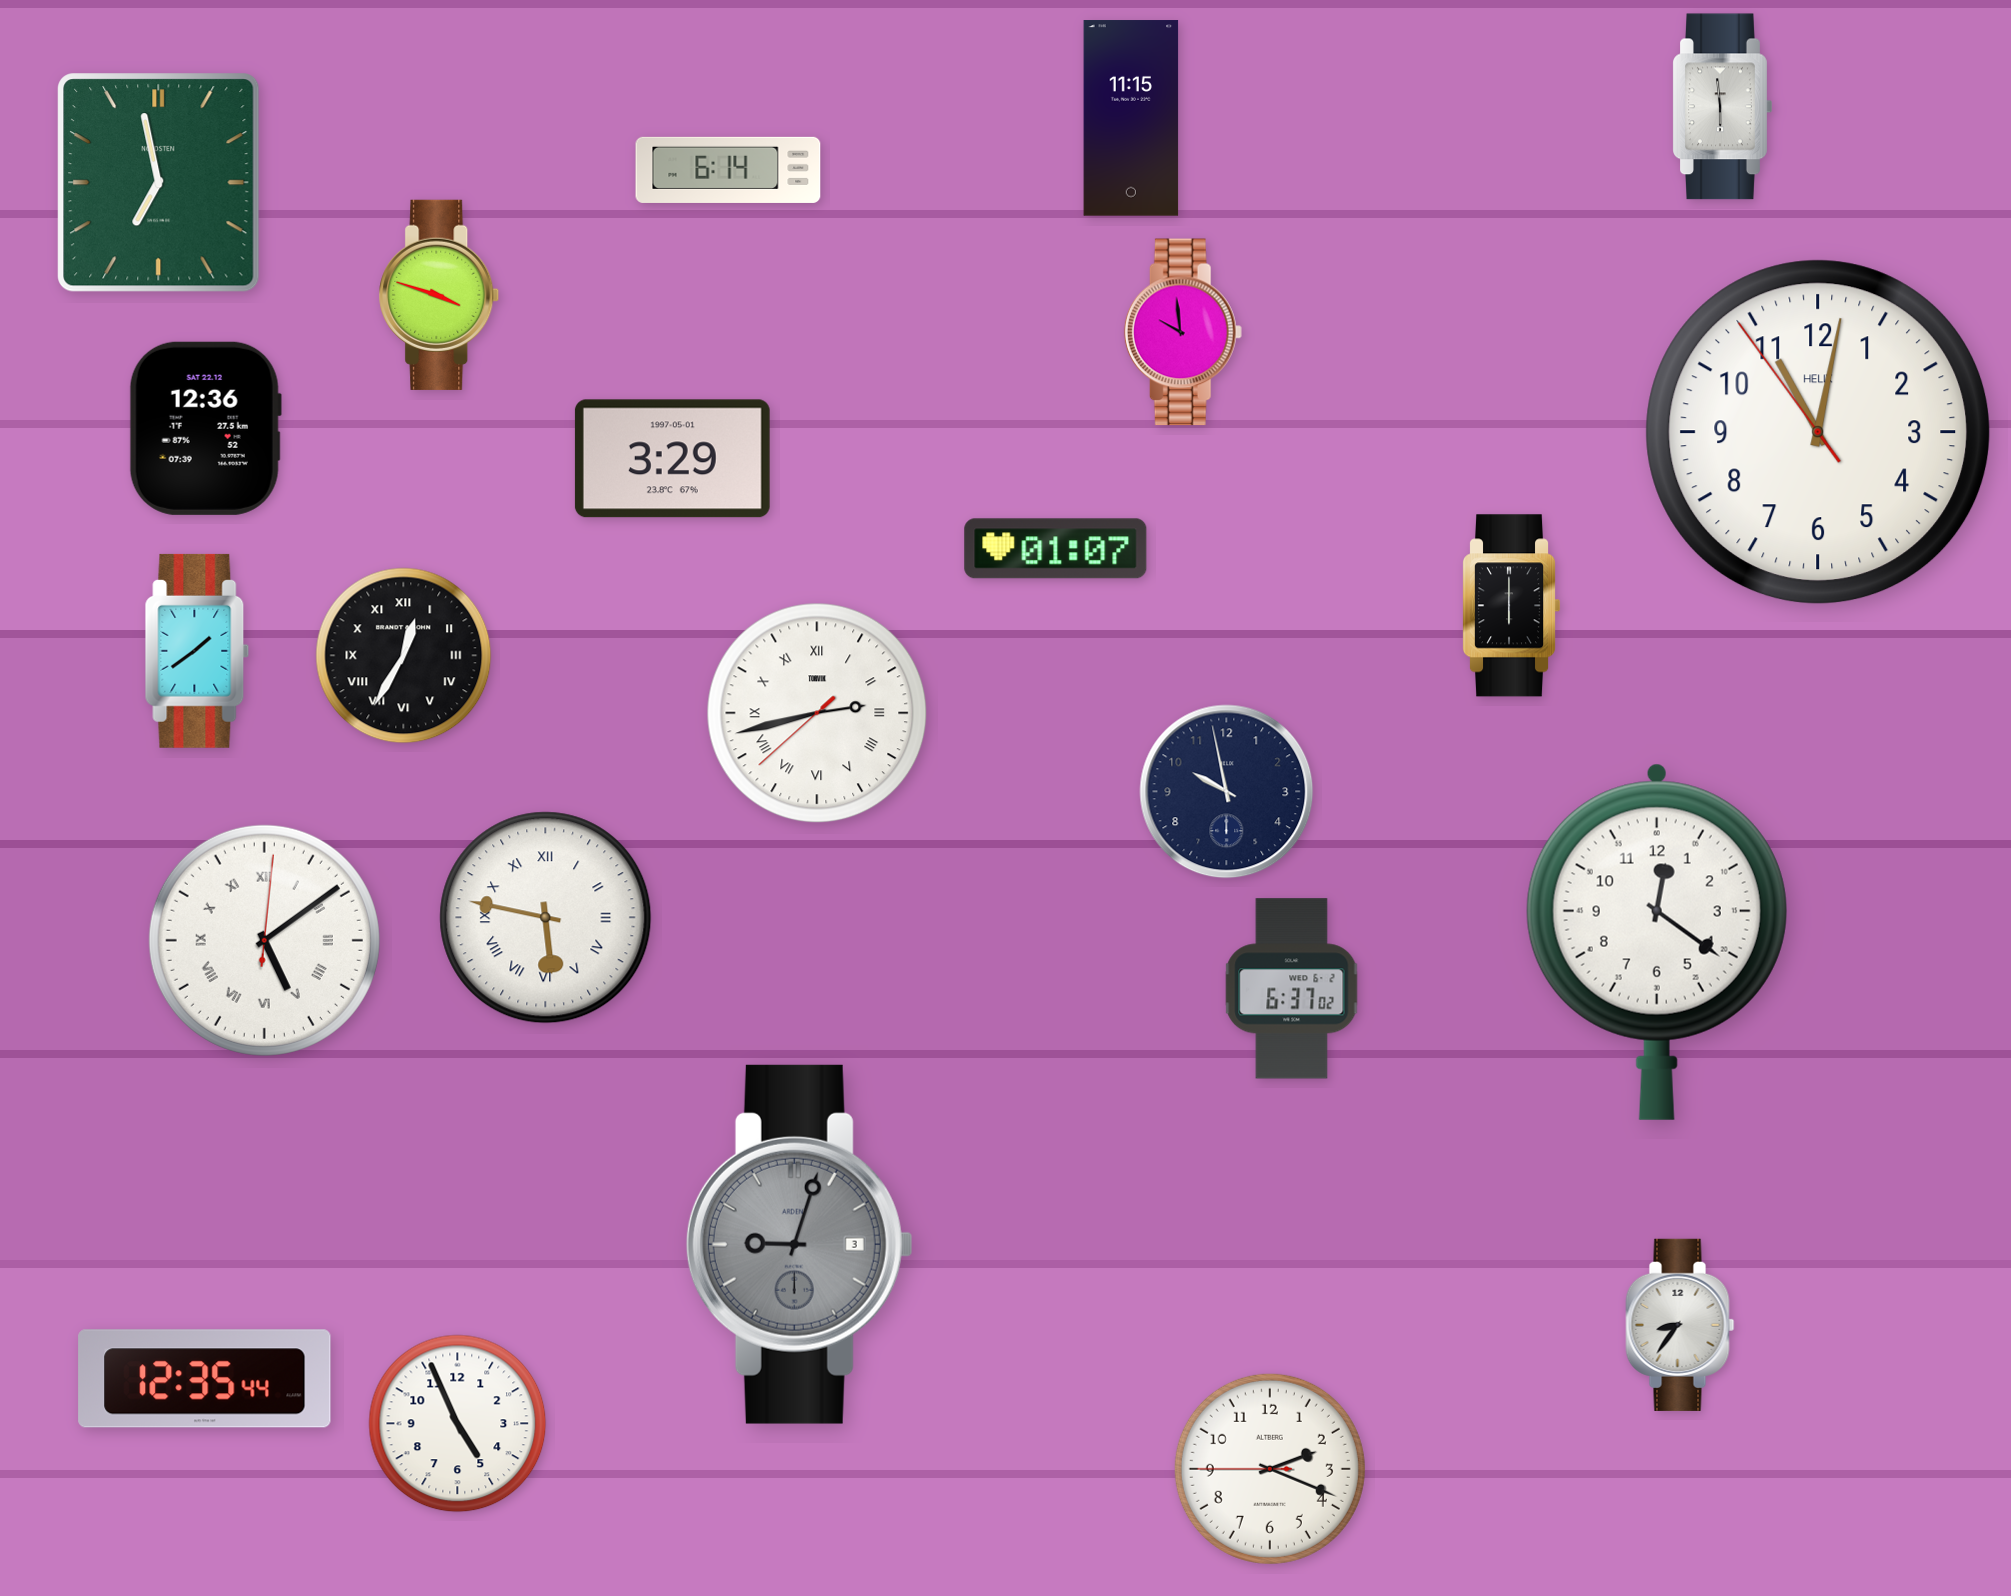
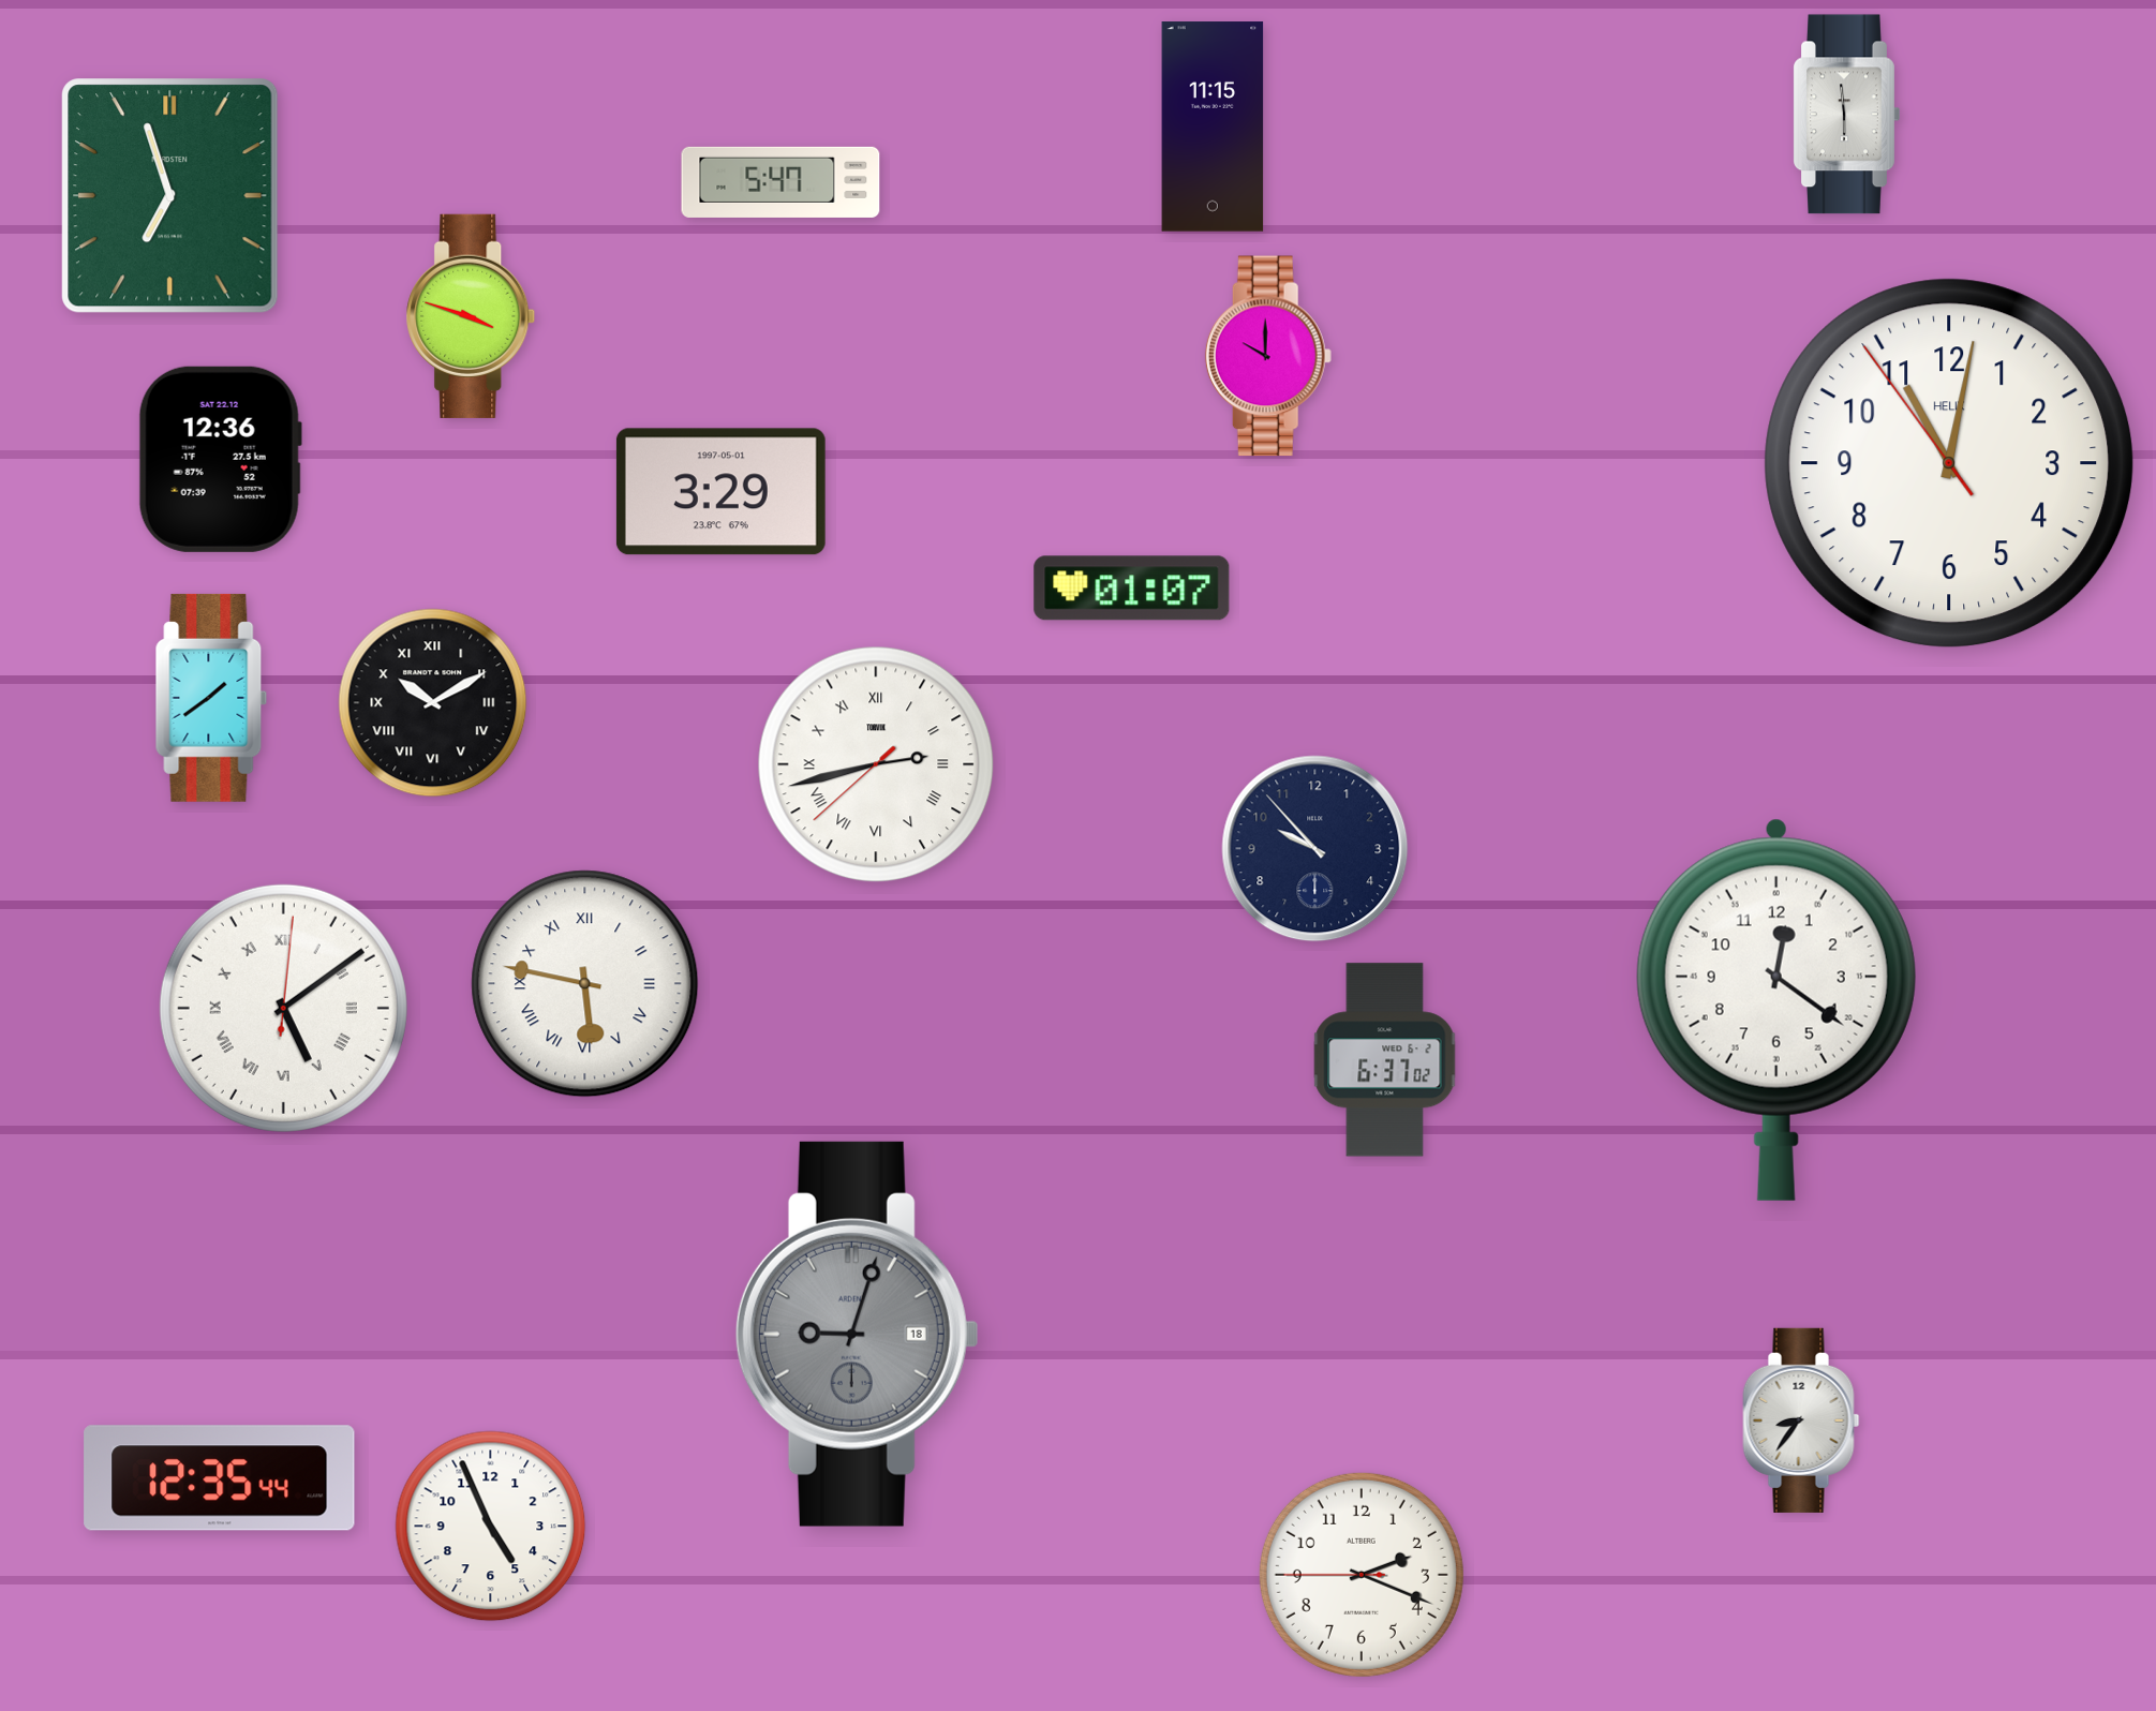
clock at (728, 170): 6:14 -> 5:47
clock at (159, 183): 6:58 -> 6:57
clock at (1183, 332): 9:59 -> 10:00
clock at (1512, 606): 6:00 -> none
clock at (404, 656): 12:35 -> 10:10
clock at (1227, 792): 9:58 -> 9:53
clock at (799, 1244) date: 3 -> 18
